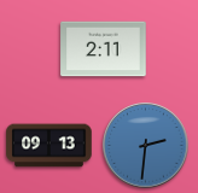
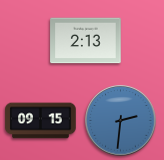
clock at (104, 49): 2:11 -> 2:13
clock at (49, 146): 09:13 -> 09:15
